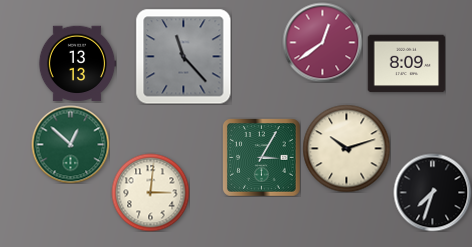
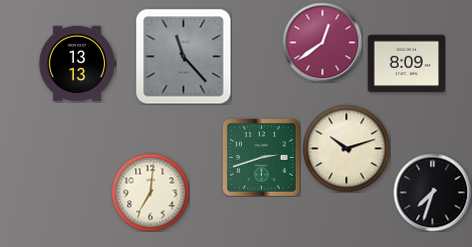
clock at (70, 144): 12:52 -> none
clock at (262, 158): 3:05 -> 2:42
clock at (150, 192): 3:01 -> 7:01
